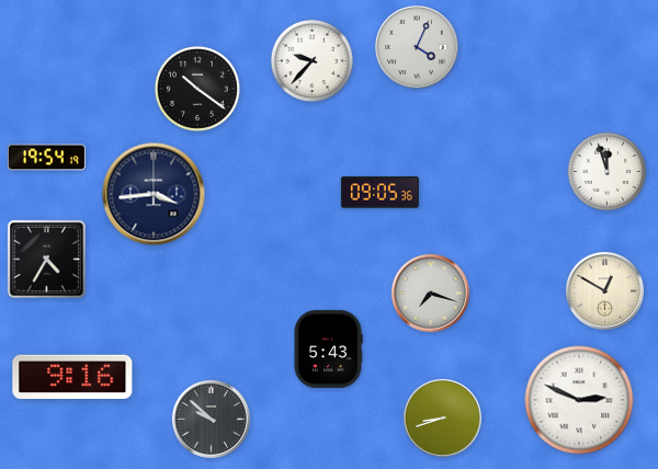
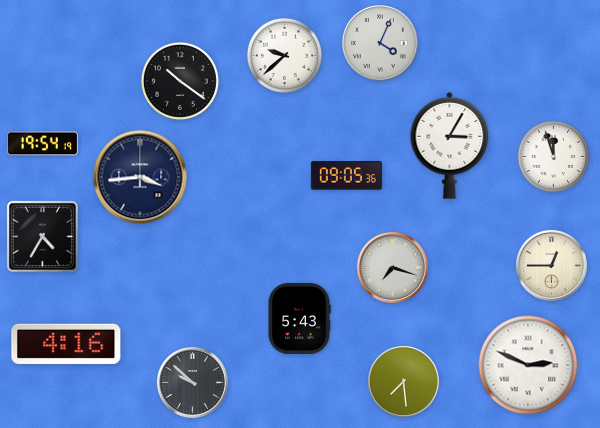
clock at (311, 60): 9:37 -> 9:38
clock at (450, 145): none -> 3:05
clock at (604, 290): 12:50 -> 12:45
clock at (72, 376): 9:16 -> 4:16
clock at (442, 417): 8:42 -> 7:29
